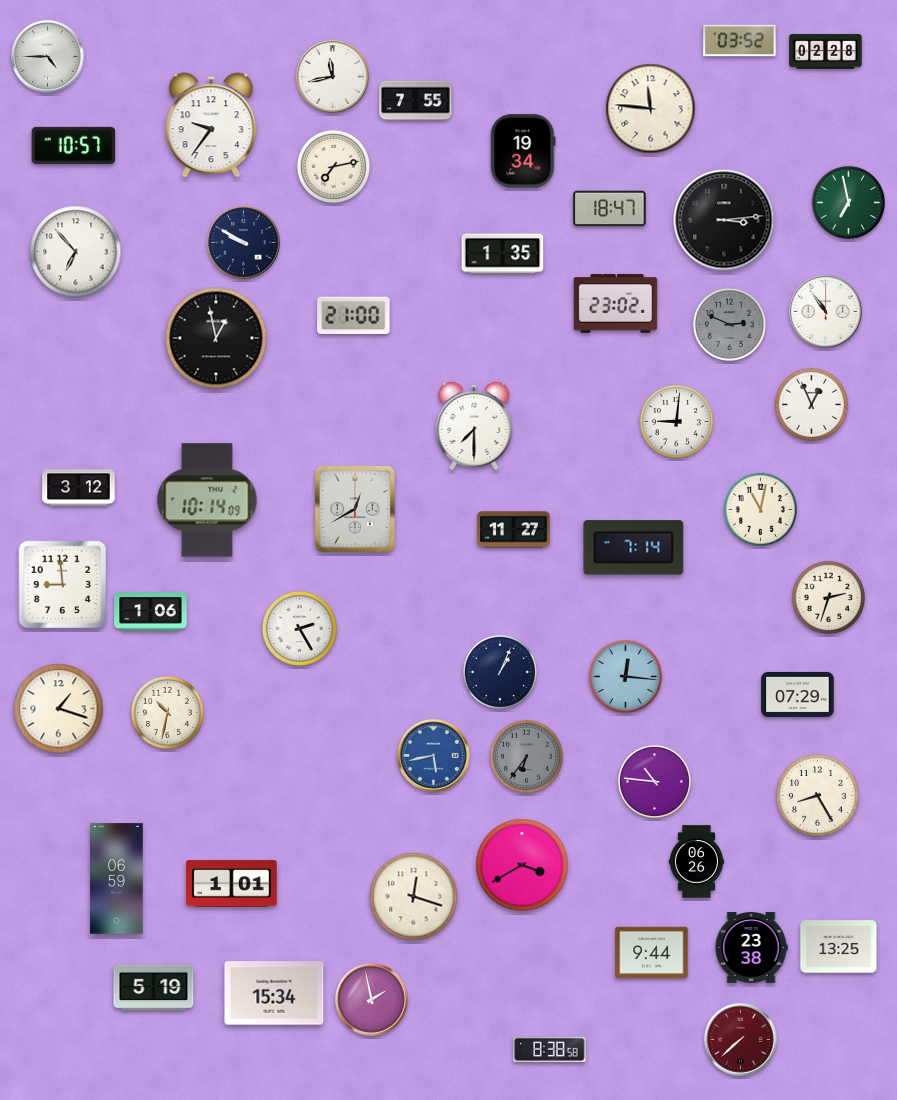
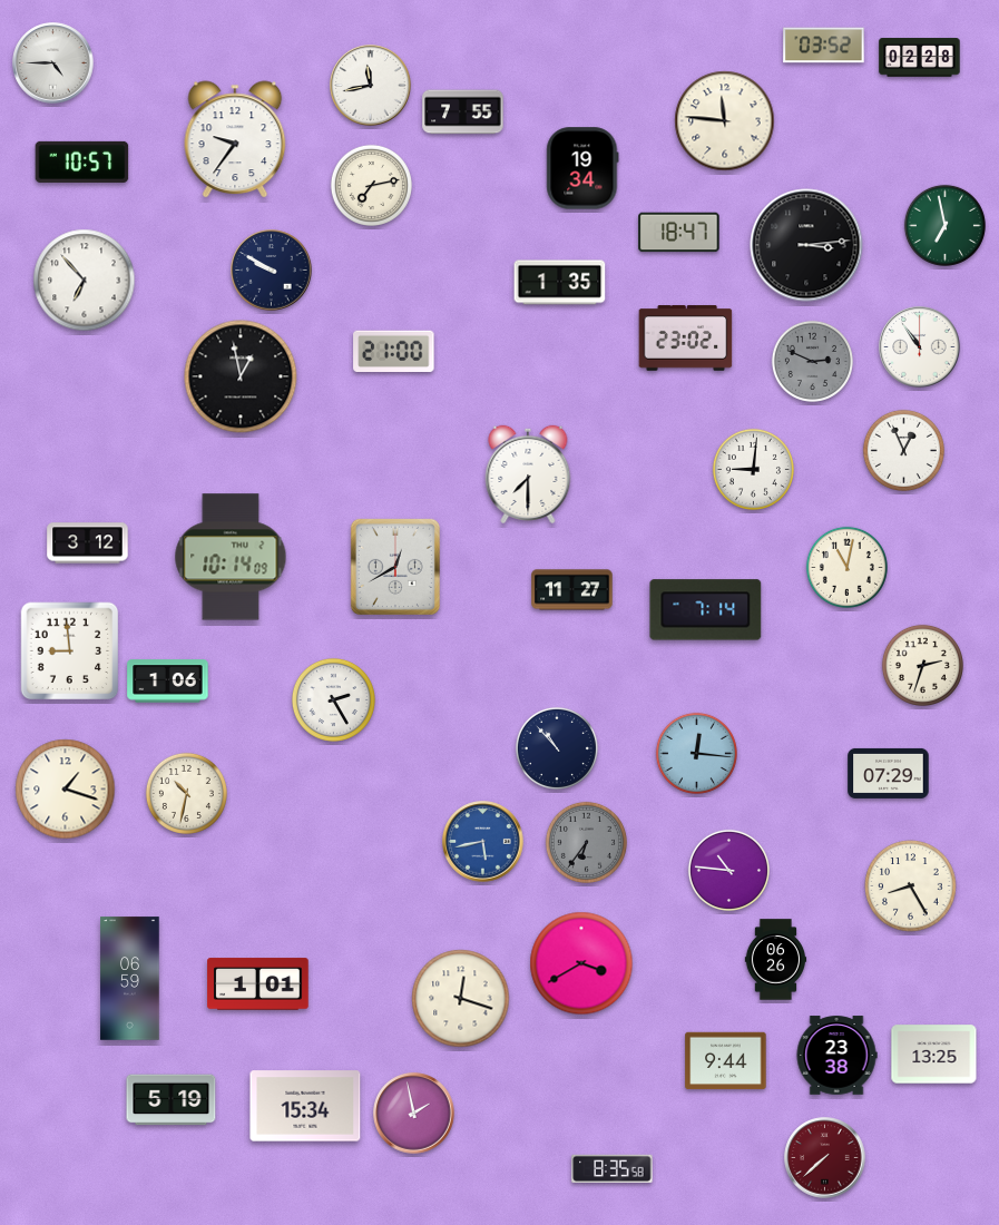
clock at (500, 672): 1:04 -> 10:53
clock at (550, 1050): 8:38 -> 8:35
